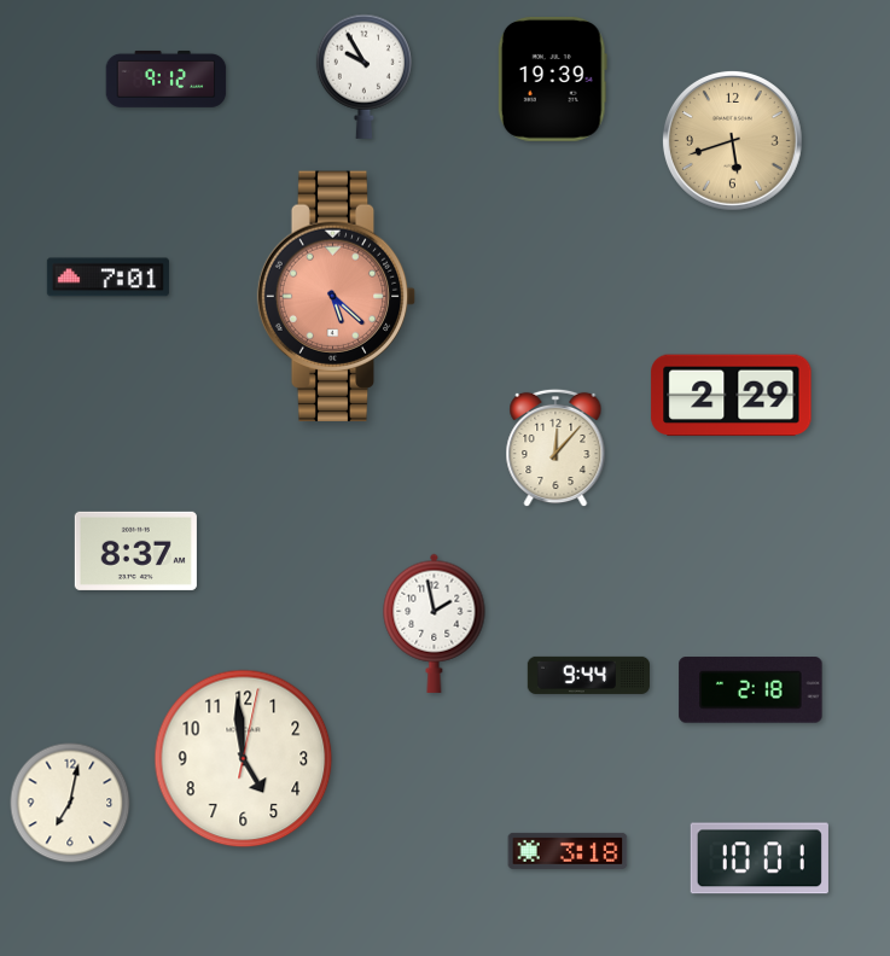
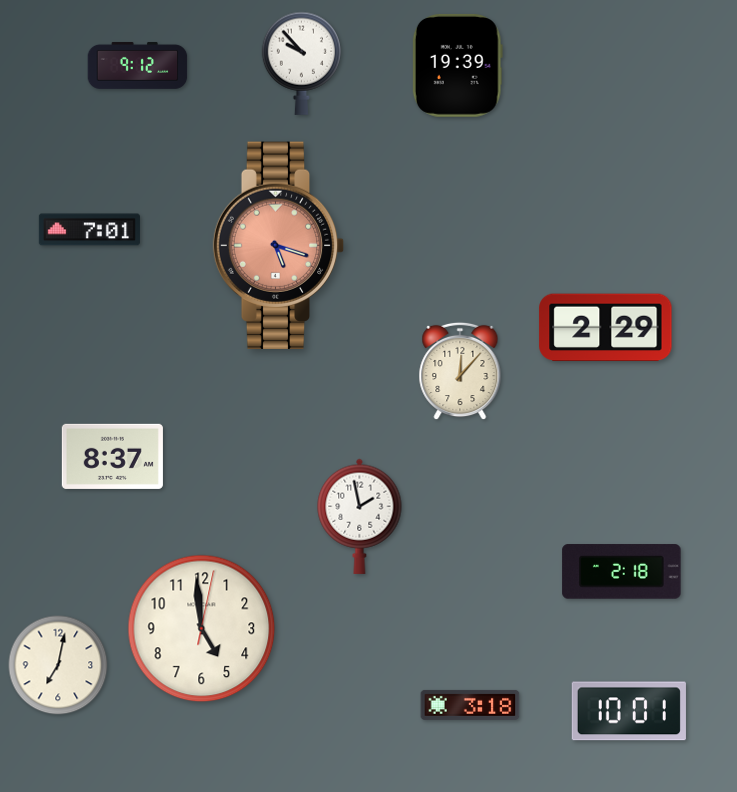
clock at (363, 76): 9:55 -> 9:53
clock at (732, 140): 5:42 -> none
clock at (337, 296): 5:22 -> 5:18
clock at (588, 675): 9:44 -> none
